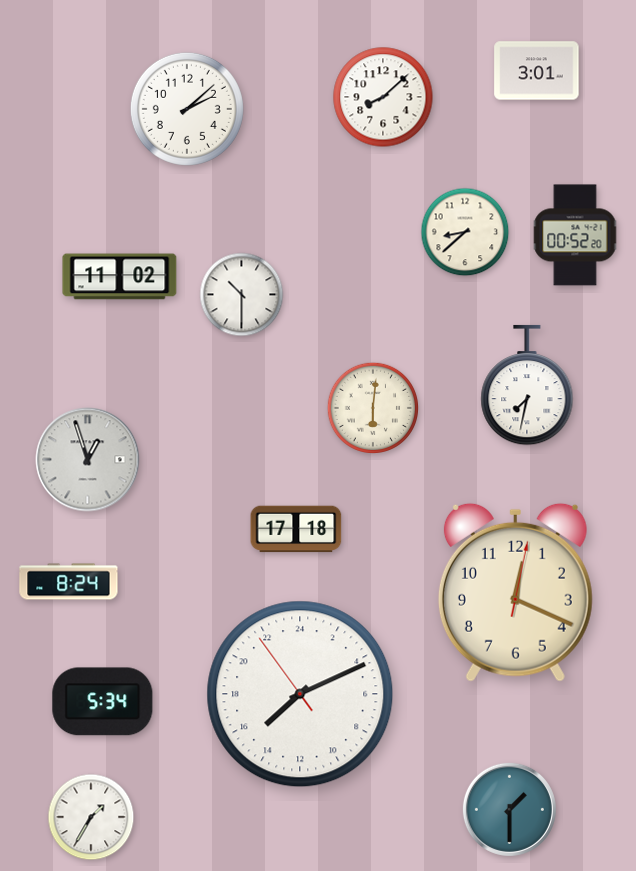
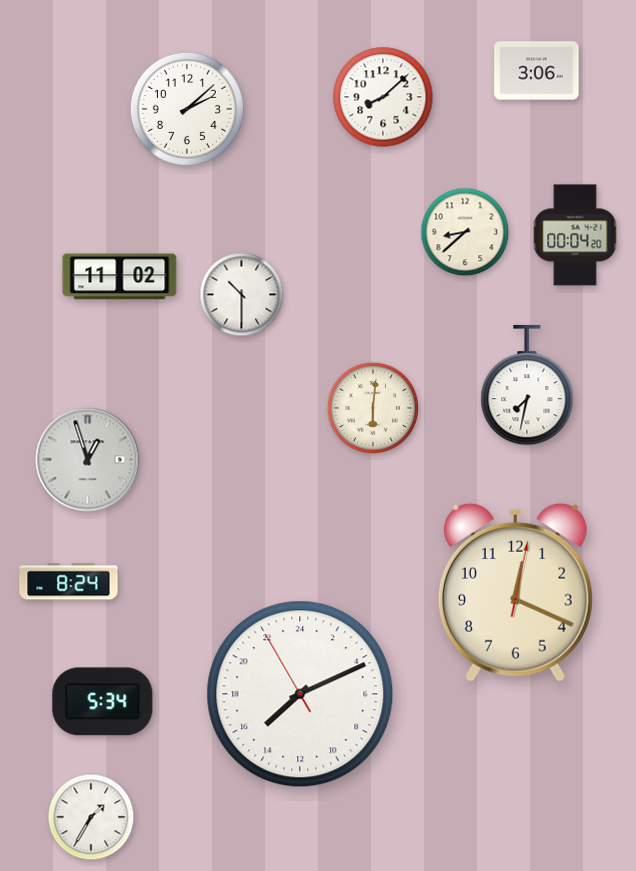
clock at (537, 71): 3:01 -> 3:06
clock at (575, 235): 00:52 -> 00:04
clock at (296, 529): 17:18 -> none
clock at (300, 694): 15:10:54 -> 15:10:55
clock at (509, 809): 1:30 -> none
